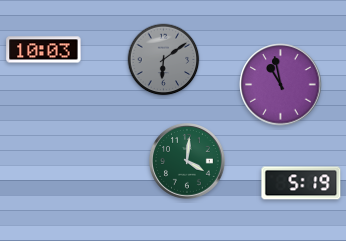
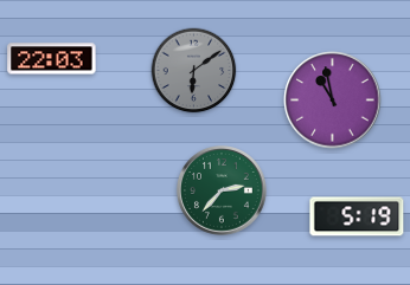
clock at (44, 50): 10:03 -> 22:03
clock at (188, 162): 4:01 -> 2:37
